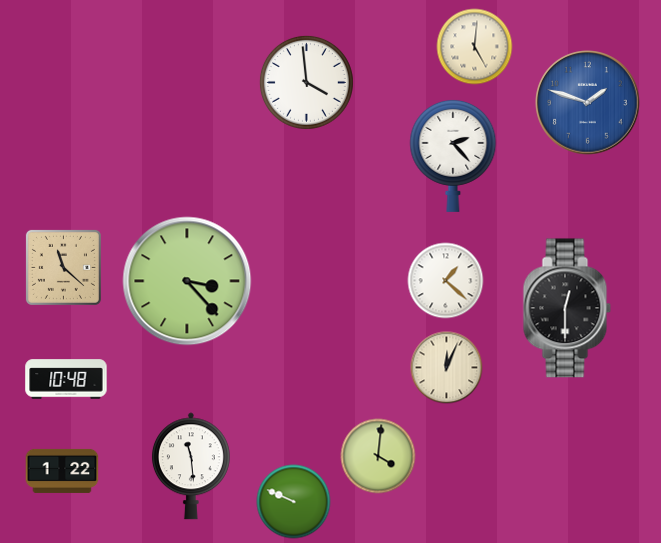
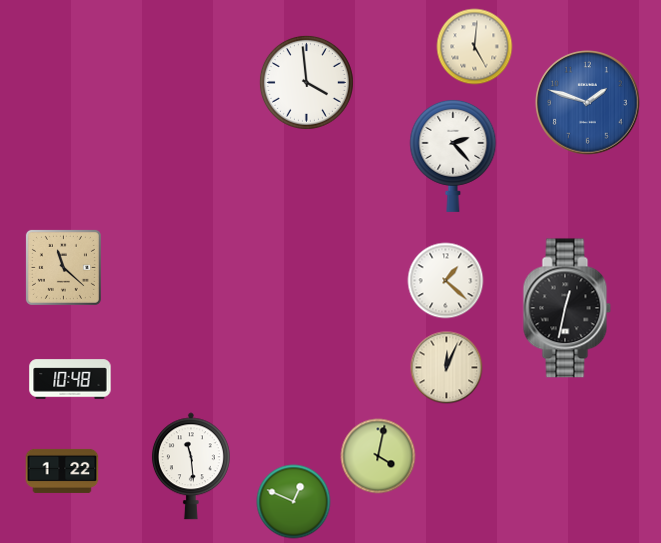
clock at (187, 281): 3:23 -> none
clock at (567, 308): 12:30 -> 12:32
clock at (66, 379) position: (66, 379) -> (70, 379)
clock at (378, 456): 4:01 -> 4:02
clock at (294, 502): 9:49 -> 12:49
